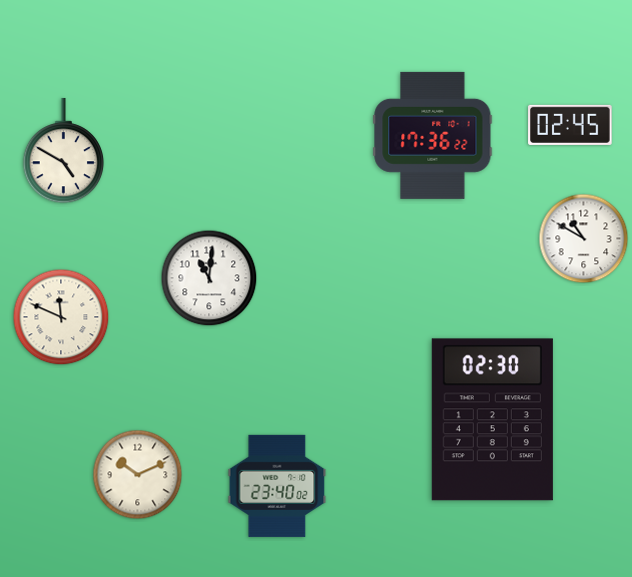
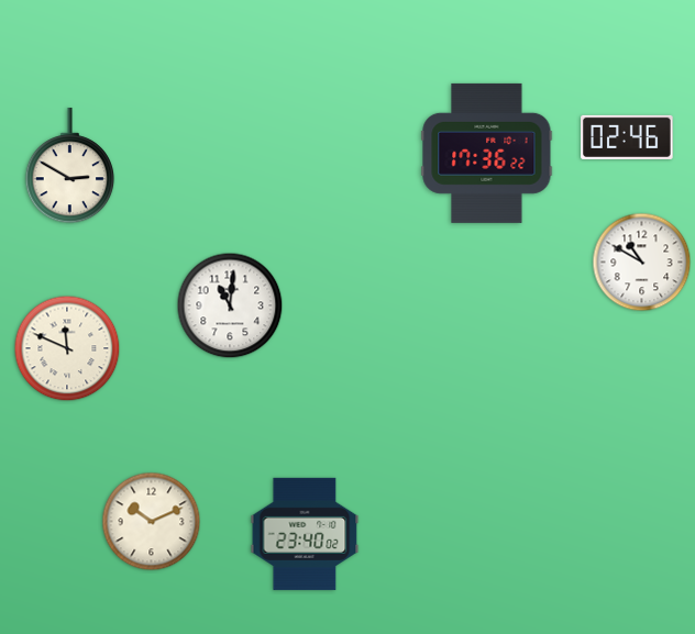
clock at (570, 125): 02:45 -> 02:46
clock at (433, 135) position: (433, 135) -> (487, 153)
clock at (64, 151): 4:50 -> 2:50
clock at (492, 420): 02:30 -> none
